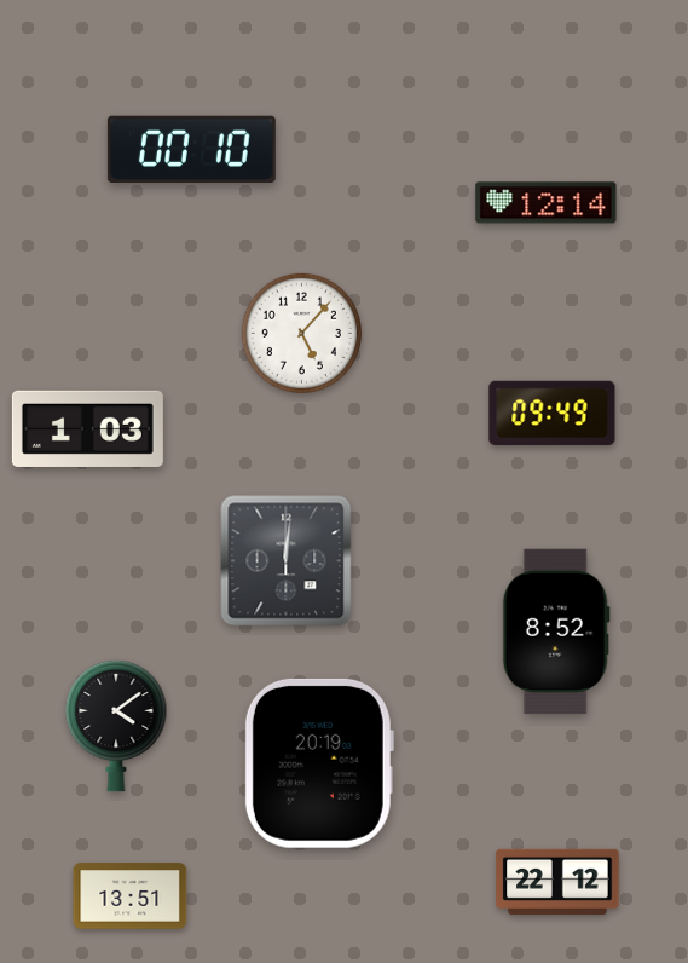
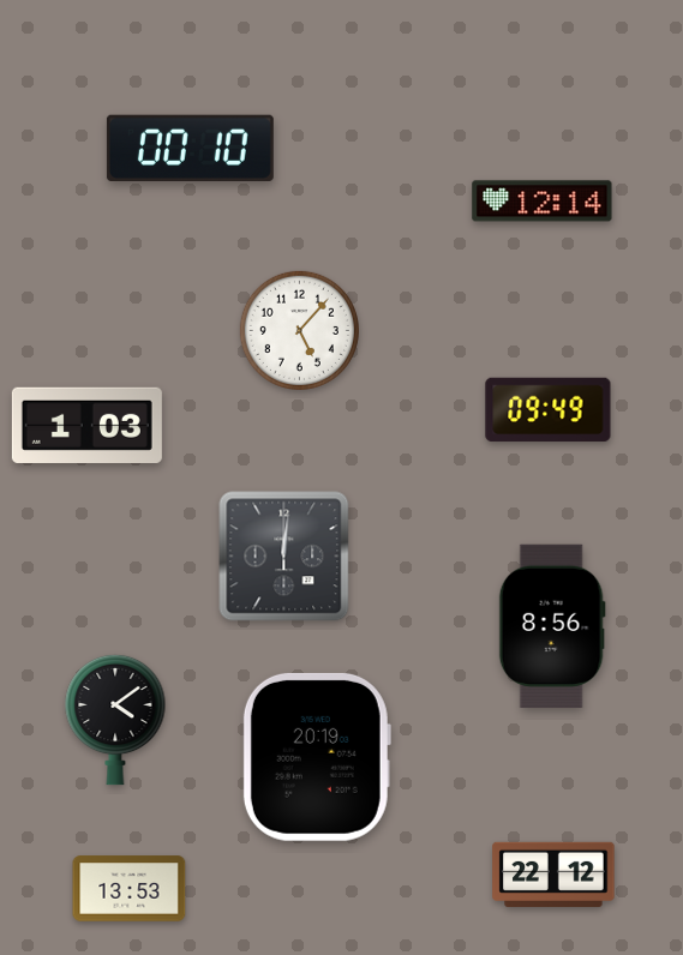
clock at (556, 632): 8:52 -> 8:56
clock at (131, 896): 13:51 -> 13:53
